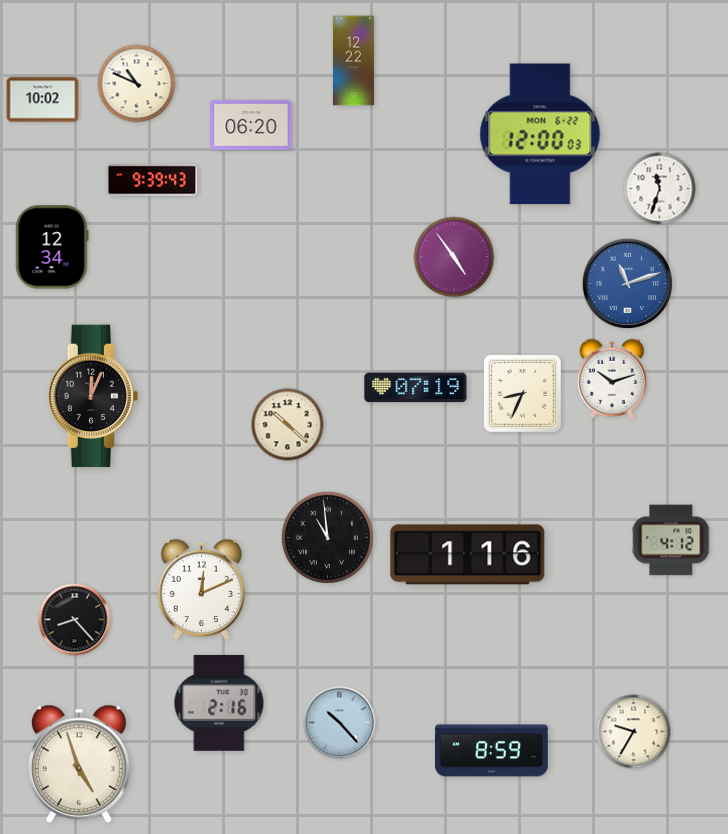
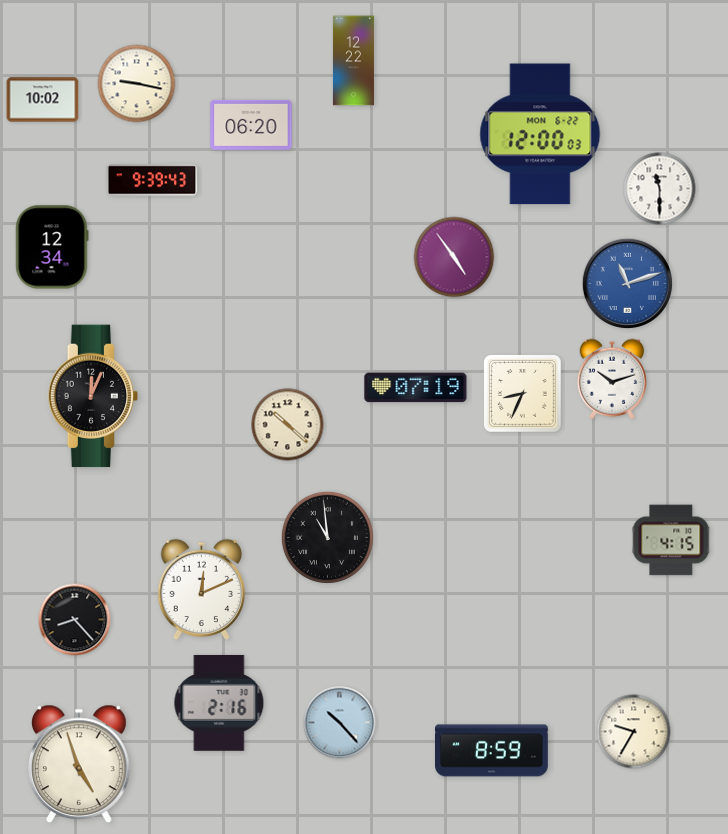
clock at (137, 84): 10:49 -> 9:17
clock at (660, 189): 11:33 -> 11:30
clock at (671, 540): 4:12 -> 4:15
clock at (468, 555): 1:16 -> none
